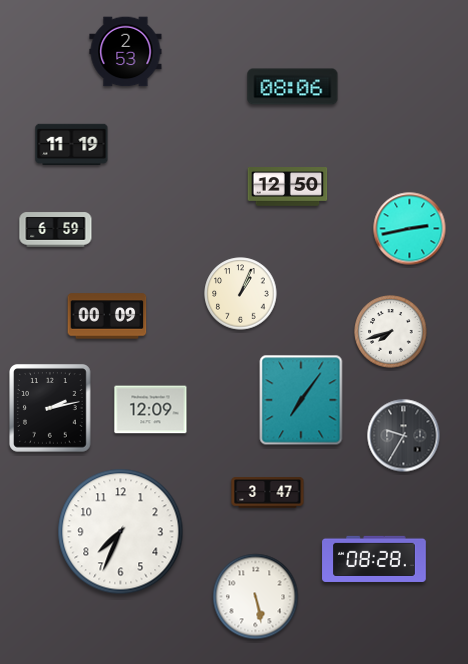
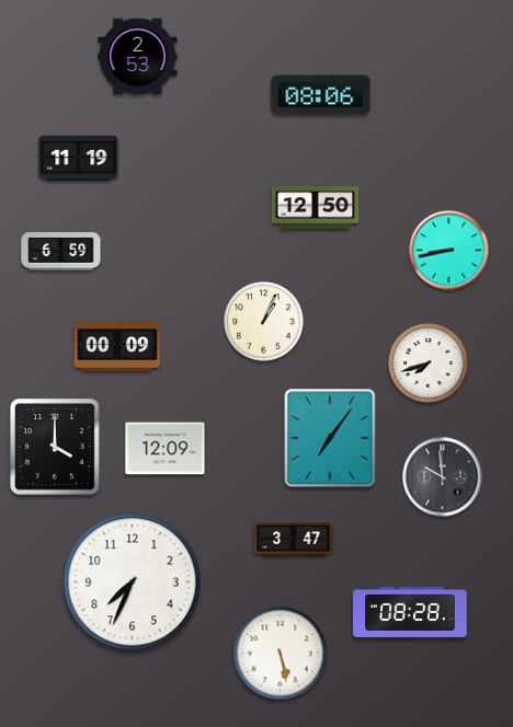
clock at (288, 187) position: (288, 187) -> (316, 208)
clock at (410, 229): 2:43 -> 8:43
clock at (51, 409): 2:13 -> 4:00
clock at (404, 436): 9:35 -> 9:59
